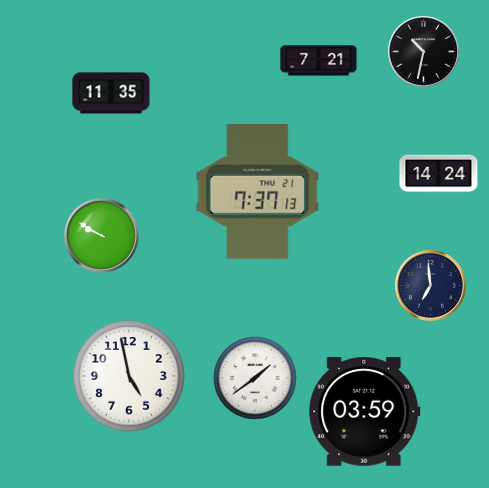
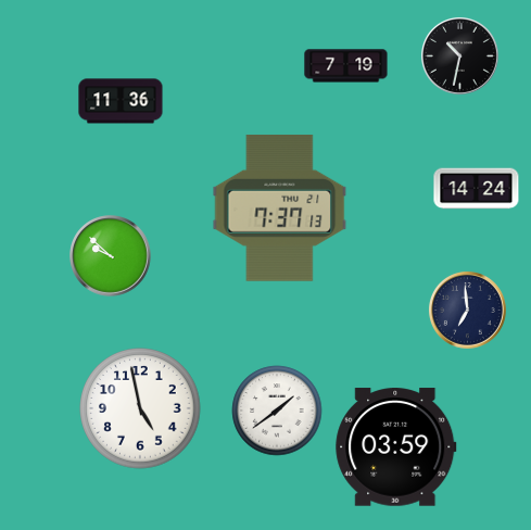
clock at (319, 61): 7:21 -> 7:19
clock at (111, 93): 11:35 -> 11:36
clock at (102, 236): 9:50 -> 9:52
